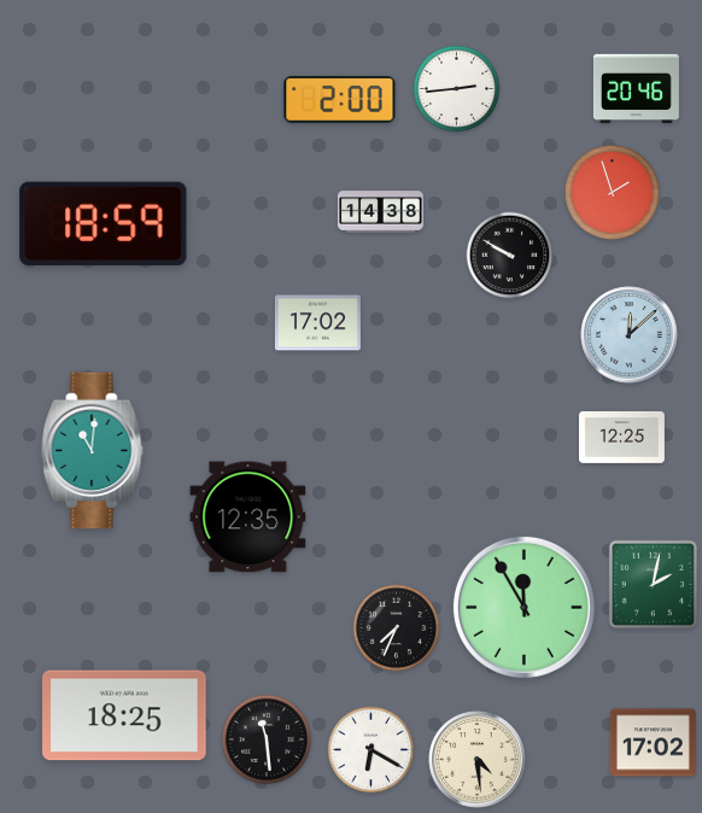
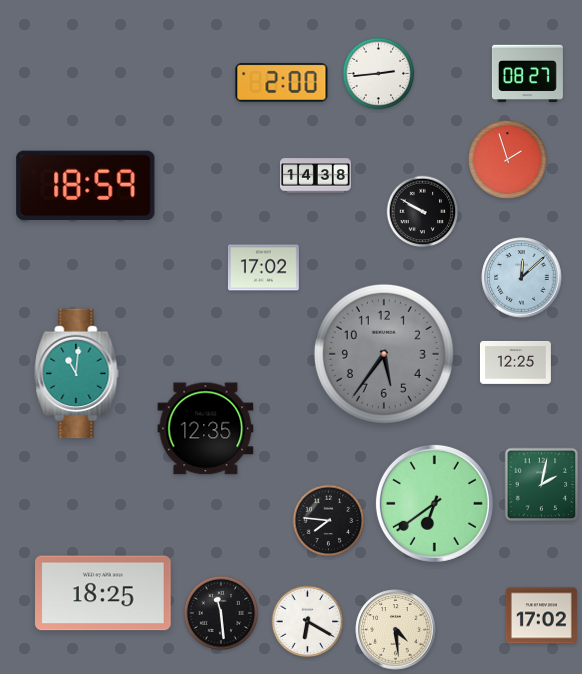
clock at (636, 89): 20:46 -> 08:27
clock at (384, 354): none -> 5:36
clock at (523, 607): 11:55 -> 6:39
clock at (397, 628): 7:34 -> 7:46
